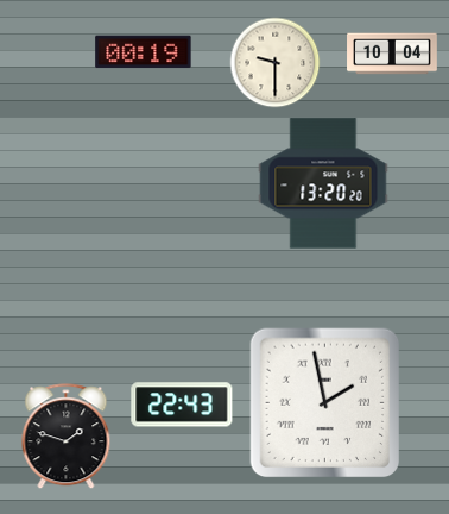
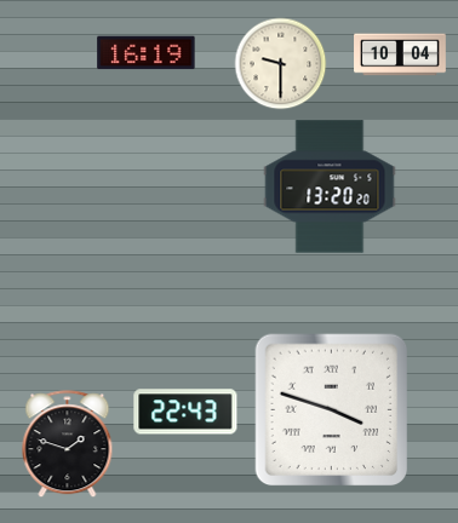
clock at (144, 52): 00:19 -> 16:19
clock at (325, 403): 1:58 -> 3:48
